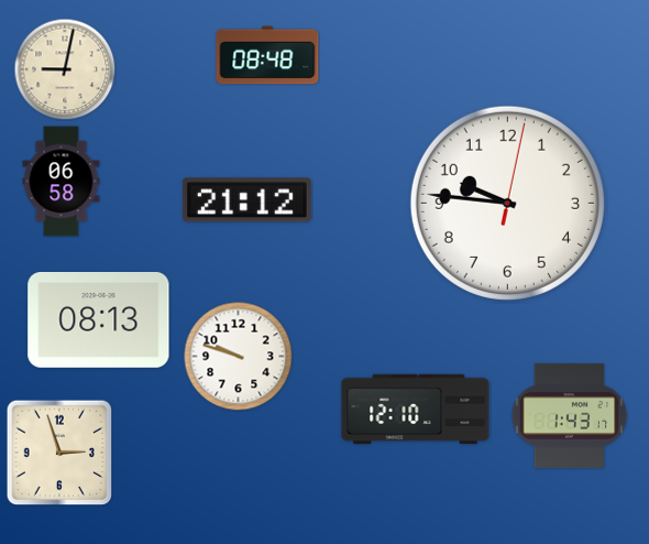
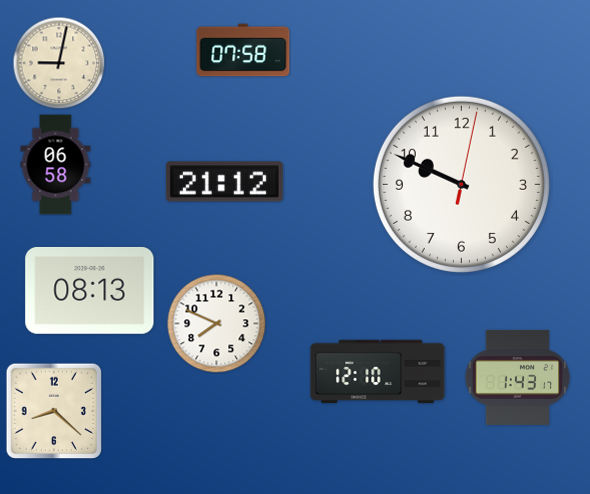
clock at (267, 55): 08:48 -> 07:58
clock at (507, 203): 9:46 -> 9:49
clock at (239, 357): 9:48 -> 7:49
clock at (59, 453): 2:57 -> 8:22
